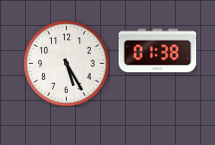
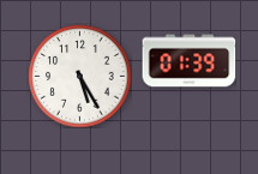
clock at (157, 51): 01:38 -> 01:39
